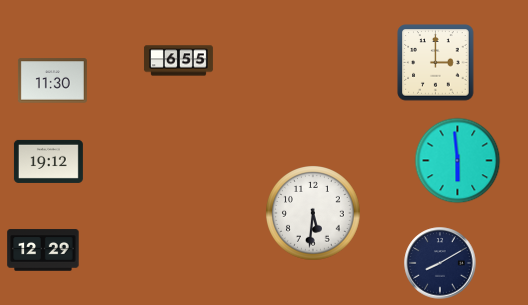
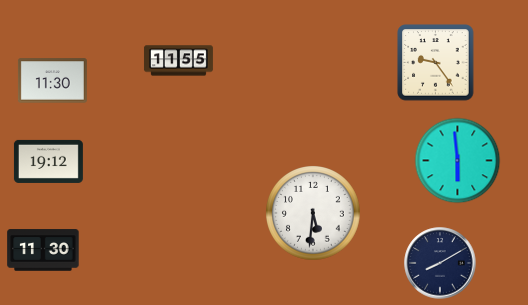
clock at (178, 61): 6:55 -> 11:55
clock at (436, 63): 3:00 -> 9:24
clock at (43, 250): 12:29 -> 11:30
